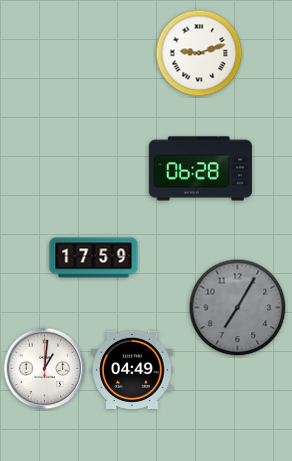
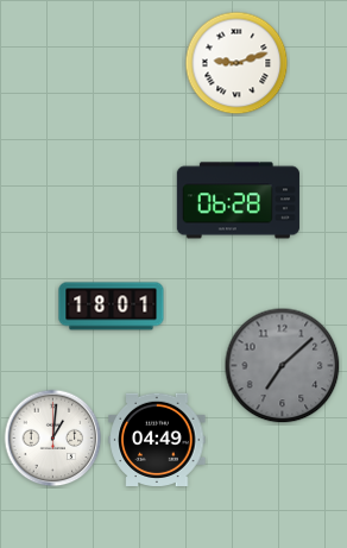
clock at (94, 258): 17:59 -> 18:01
clock at (238, 308): 7:05 -> 7:08
